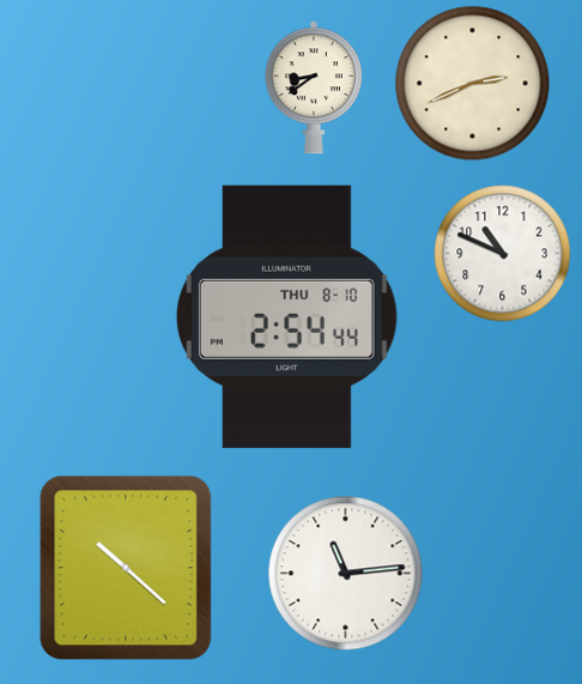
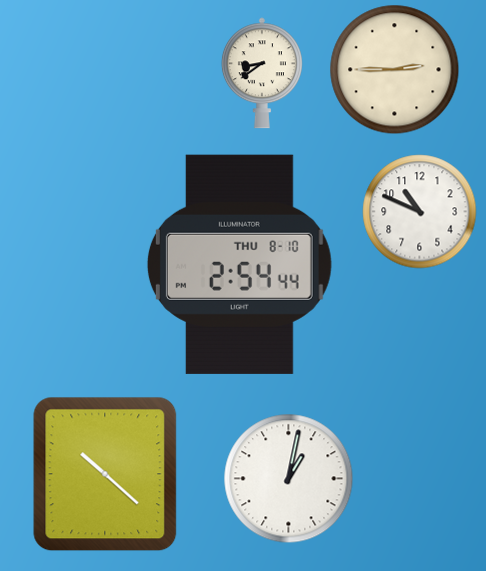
clock at (473, 84): 2:41 -> 2:45
clock at (346, 574): 11:14 -> 1:02
